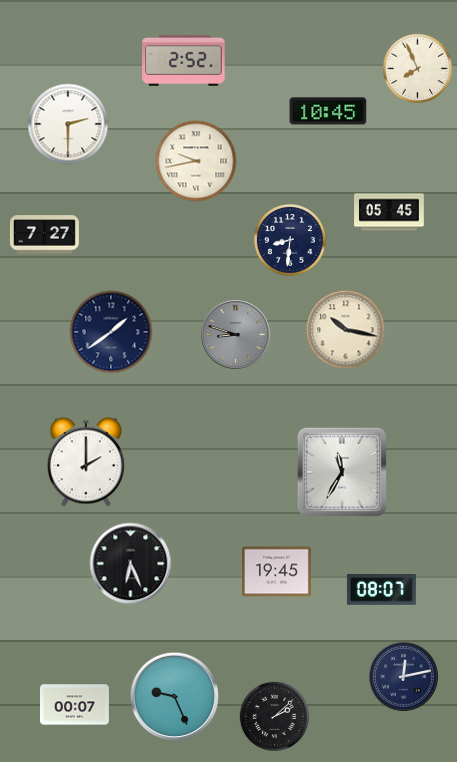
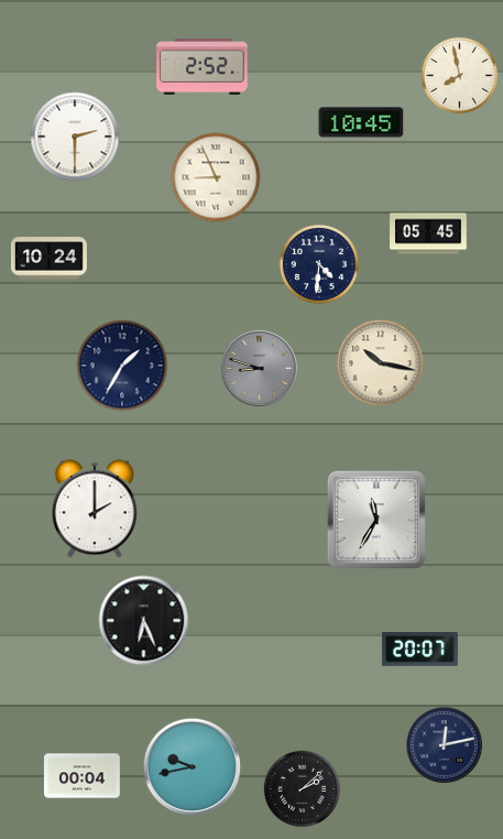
clock at (417, 68): 7:56 -> 7:58
clock at (196, 161): 9:43 -> 8:56
clock at (44, 235): 7:27 -> 10:24
clock at (290, 240): 8:31 -> 4:31
clock at (111, 332): 1:39 -> 1:35
clock at (276, 572): 19:45 -> none
clock at (381, 590): 08:07 -> 20:07
clock at (175, 697): 9:26 -> 9:43
clock at (74, 705): 00:07 -> 00:04
